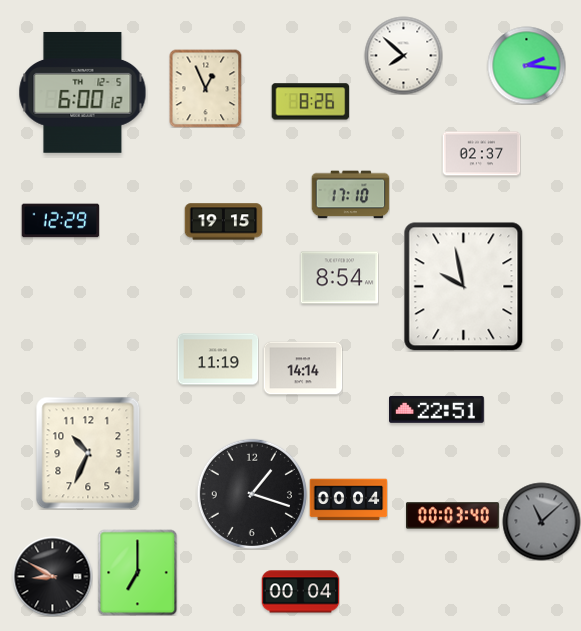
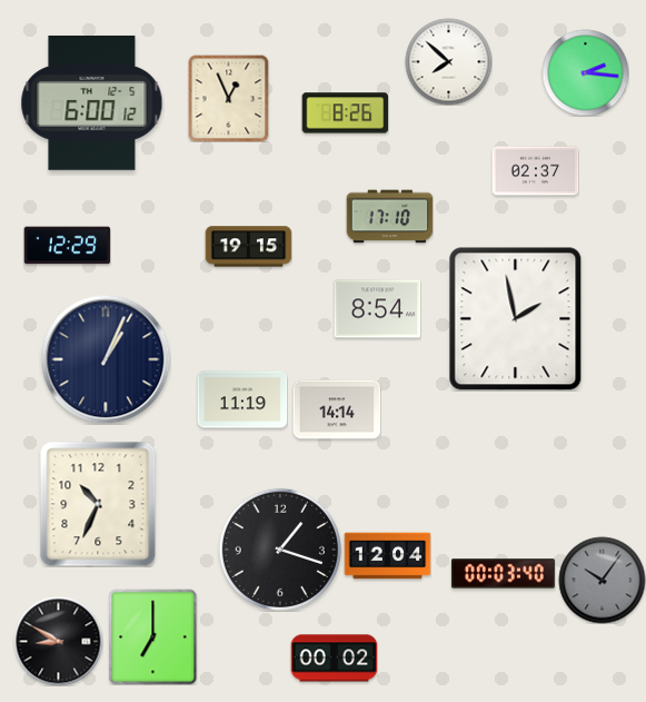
clock at (464, 287): 9:58 -> 1:58
clock at (106, 359): none -> 1:04
clock at (437, 409): 22:51 -> none
clock at (348, 500): 00:04 -> 12:04
clock at (541, 521): 11:08 -> 10:06
clock at (300, 592): 00:04 -> 00:02
